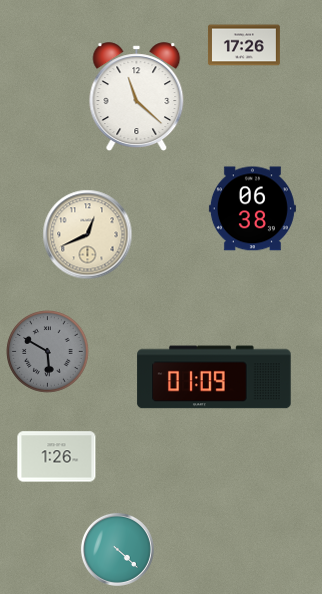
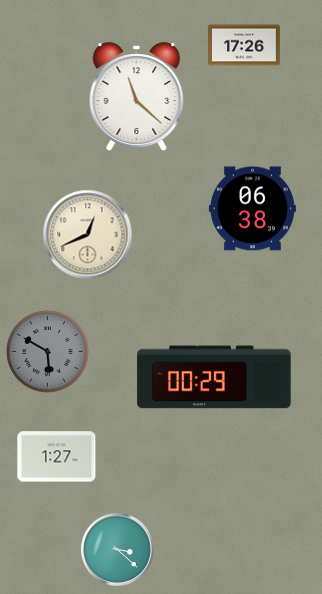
clock at (214, 377): 01:09 -> 00:29
clock at (57, 457): 1:26 -> 1:27
clock at (117, 549): 4:22 -> 3:22
